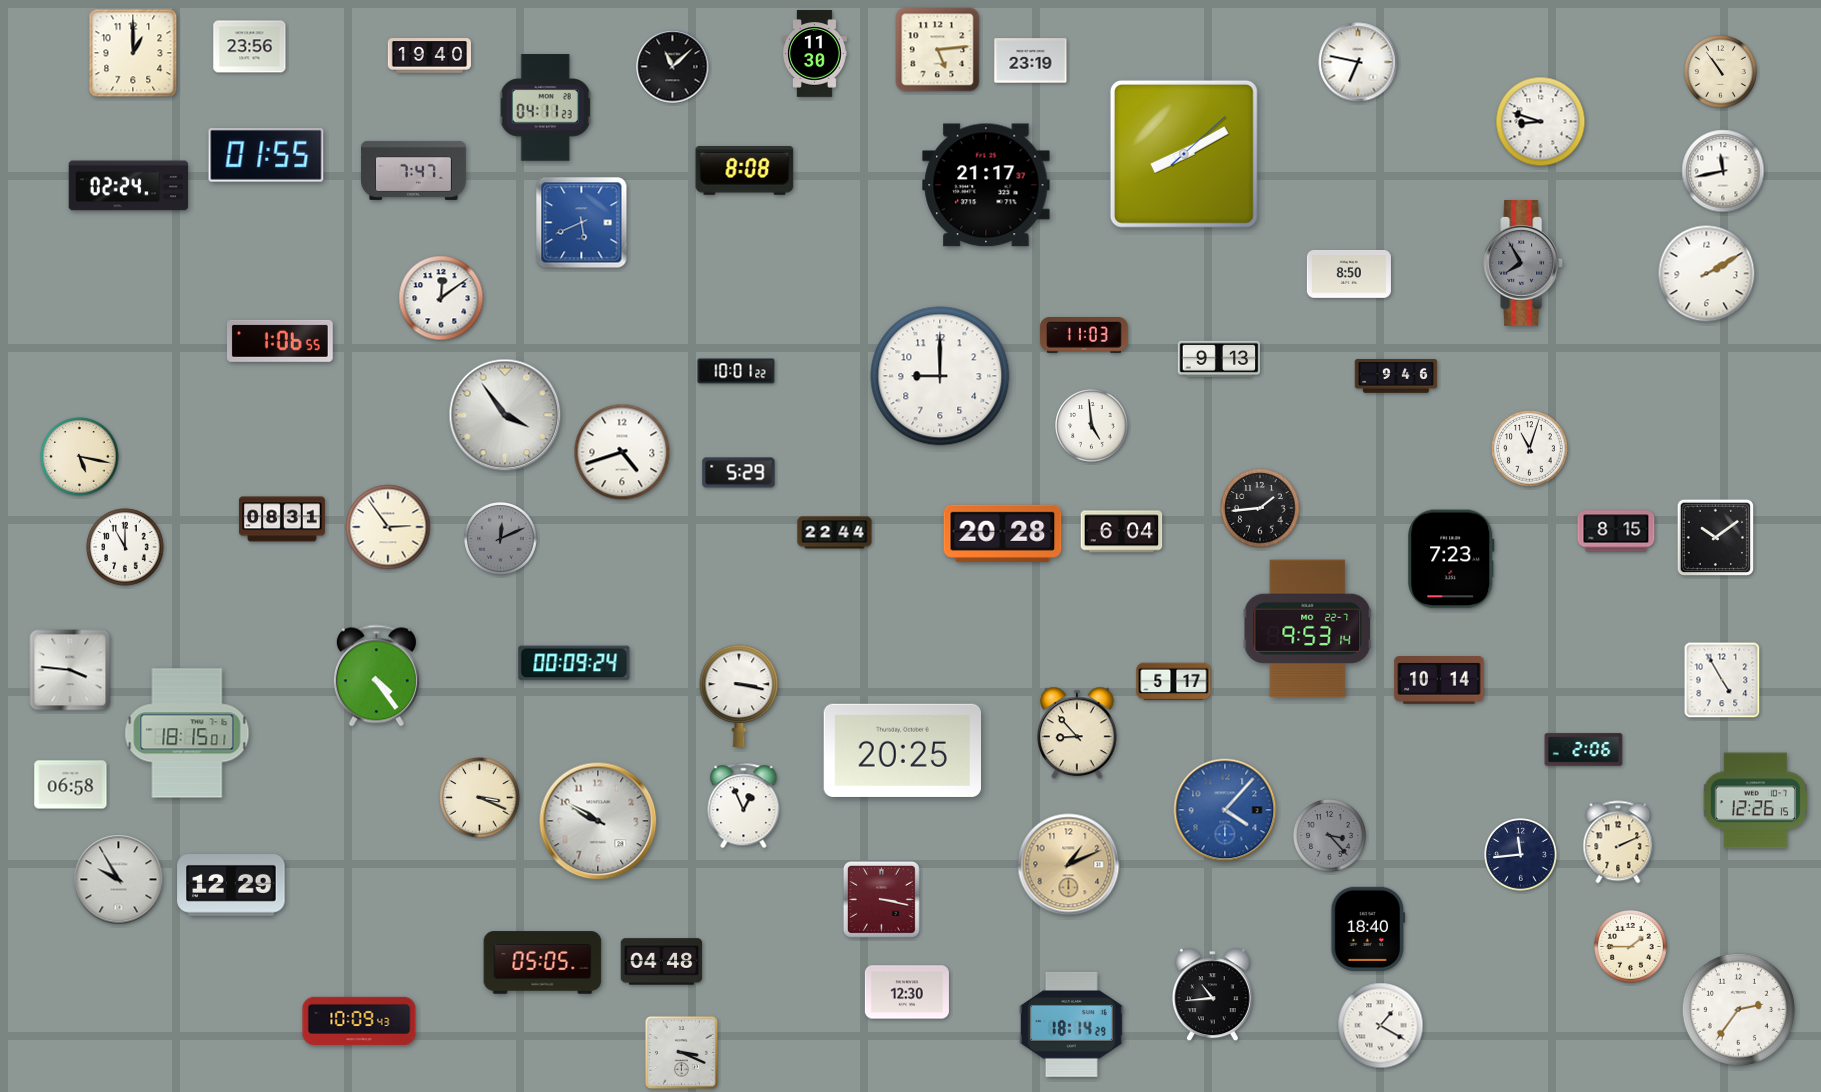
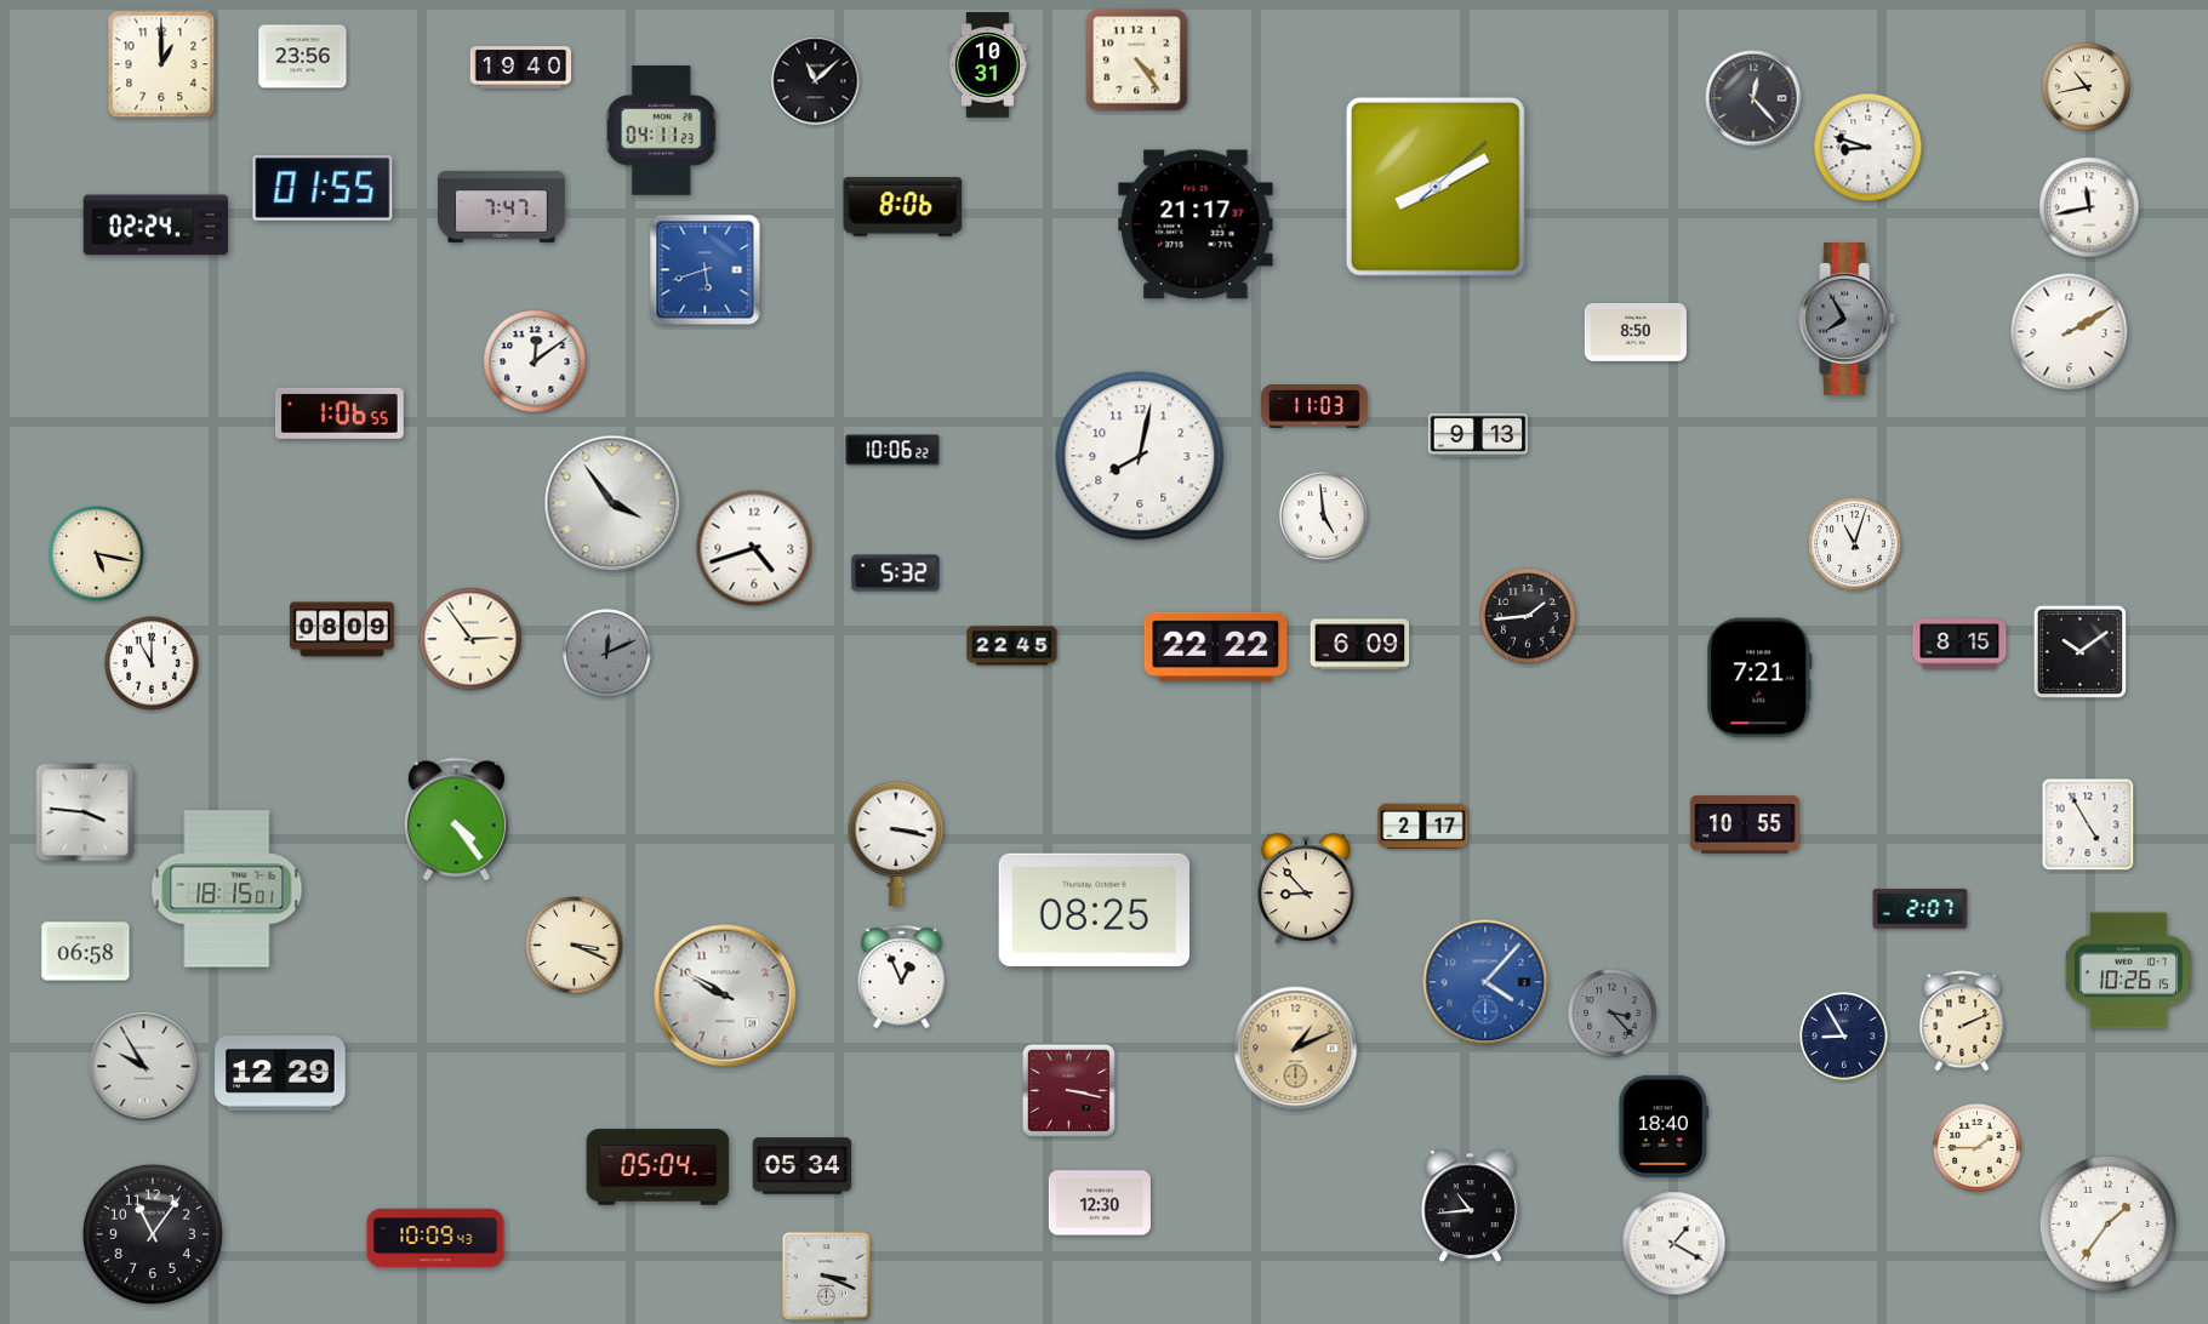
clock at (938, 50): 5:14 -> 4:24
clock at (815, 54): 11:30 -> 10:31
clock at (1031, 61): 23:19 -> none
clock at (1358, 62): 6:47 -> none
clock at (1721, 72): 10:54 -> 10:43
clock at (1753, 98): none -> 12:23
clock at (745, 170): 8:08 -> 8:06
clock at (582, 223): 5:41 -> 5:42
clock at (736, 371): 10:01 -> 10:06
clock at (940, 376): 9:00 -> 8:02
clock at (1396, 376): 9:46 -> none
clock at (739, 473): 5:29 -> 5:32
clock at (282, 519): 08:31 -> 08:09
clock at (1122, 532): 6:04 -> 6:09
clock at (835, 533): 22:44 -> 22:45
clock at (1003, 533): 20:28 -> 22:22
clock at (1451, 559): 7:23 -> 7:21
clock at (1308, 629): 9:53 -> none
clock at (574, 663): 00:09 -> none
clock at (1439, 680): 10:14 -> 10:55
clock at (1174, 682): 5:17 -> 2:17
clock at (902, 750): 20:25 -> 08:25
clock at (1584, 750): 2:06 -> 2:07
clock at (480, 798) position: (480, 798) -> (575, 946)
clock at (1755, 801): 12:26 -> 10:26
clock at (1521, 855): 11:44 -> 8:55
clock at (1368, 929) position: (1368, 929) -> (1664, 1126)
clock at (662, 962): 04:48 -> 05:34
clock at (543, 963): 05:05 -> 05:04
clock at (1738, 1009): 2:36 -> 1:36
clock at (153, 1234): none -> 11:06
clock at (1071, 1024): 18:14 -> none
